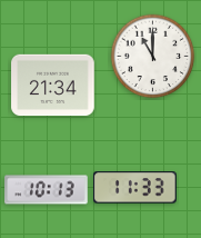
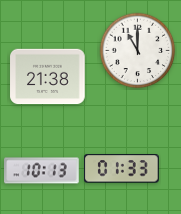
clock at (53, 86): 21:34 -> 21:38
clock at (135, 188): 11:33 -> 01:33
